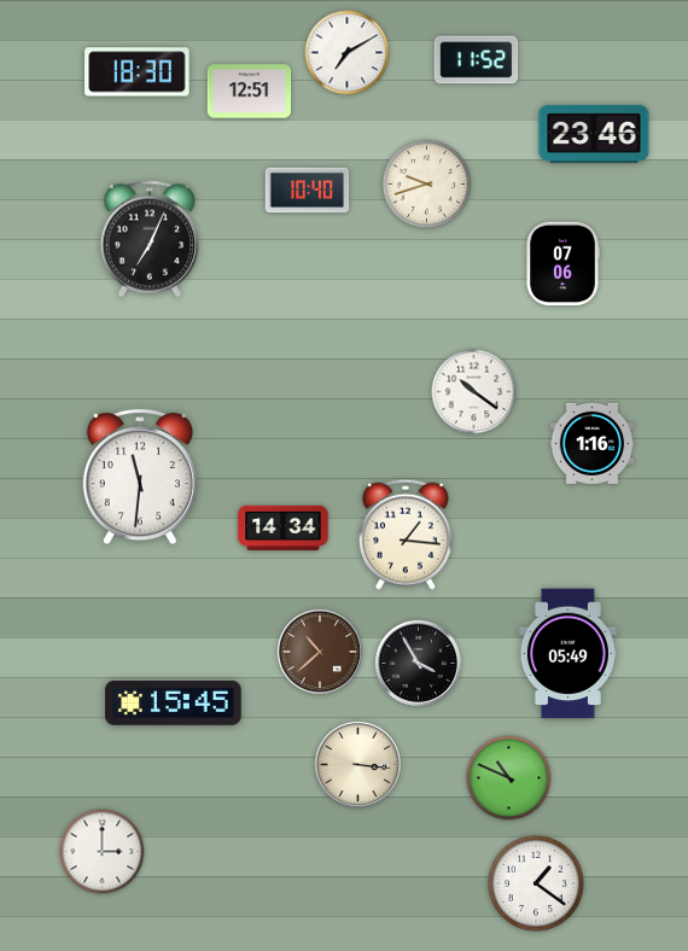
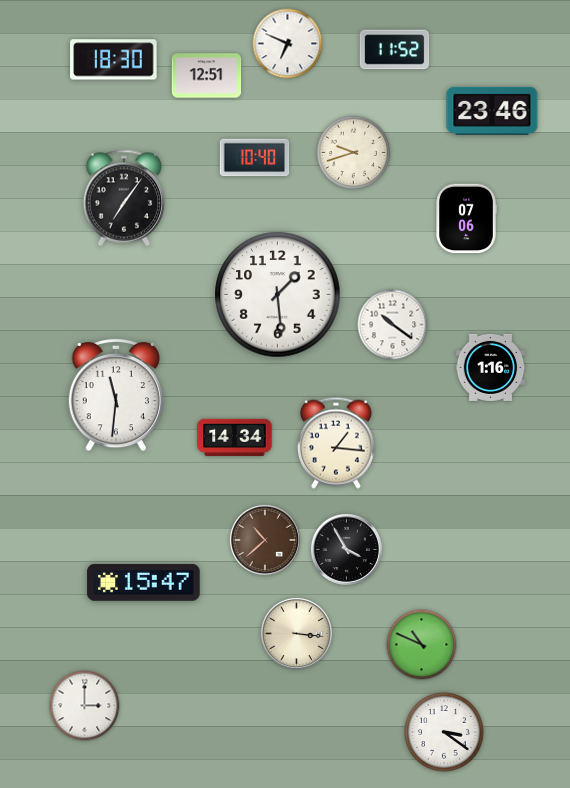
clock at (348, 53): 7:10 -> 6:49
clock at (150, 239): 7:04 -> 7:06
clock at (278, 295): none -> 1:29
clock at (567, 654): 05:49 -> none
clock at (174, 702): 15:45 -> 15:47
clock at (536, 883): 1:21 -> 3:21
